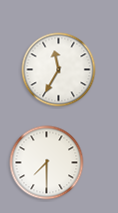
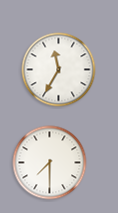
clock at (47, 163) position: (47, 163) -> (50, 163)
